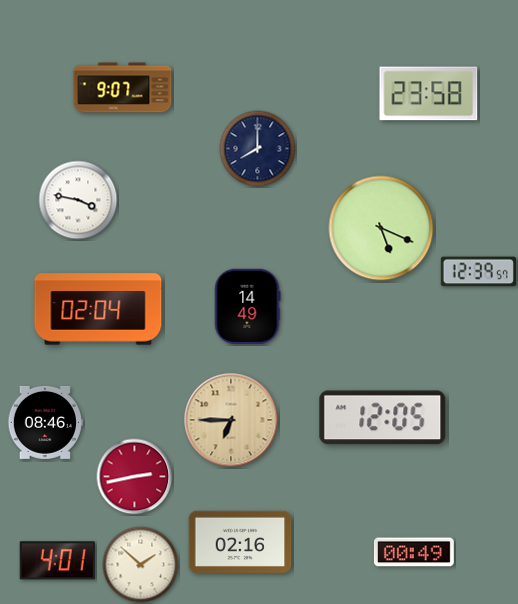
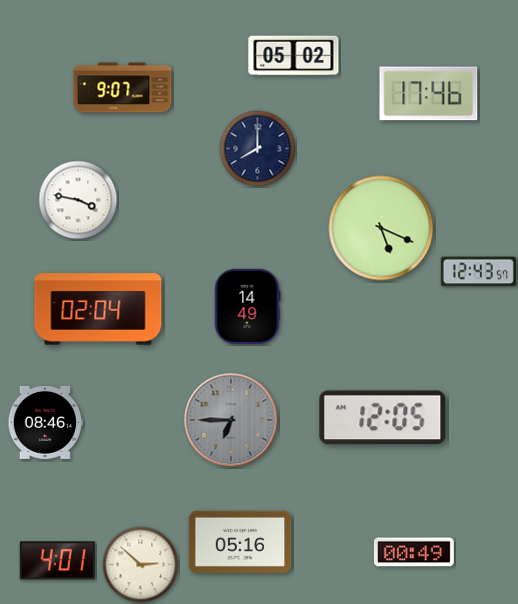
clock at (294, 56): none -> 05:02
clock at (429, 94): 23:58 -> 17:46
clock at (478, 272): 12:39 -> 12:43
clock at (231, 420) dial: champagne -> grey
clock at (135, 477): 2:43 -> none
clock at (240, 542): 02:16 -> 05:16
clock at (141, 565): 1:52 -> 2:52
